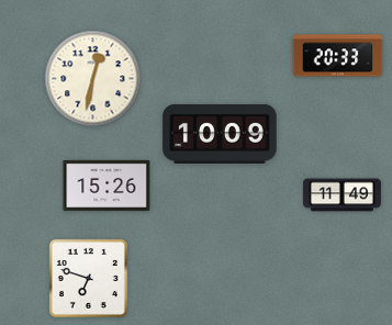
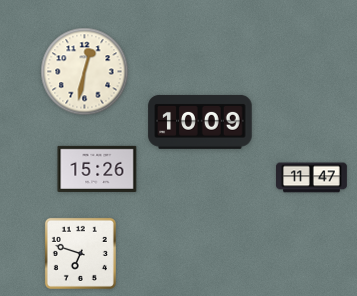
clock at (338, 56): 20:33 -> none
clock at (343, 195): 11:49 -> 11:47
